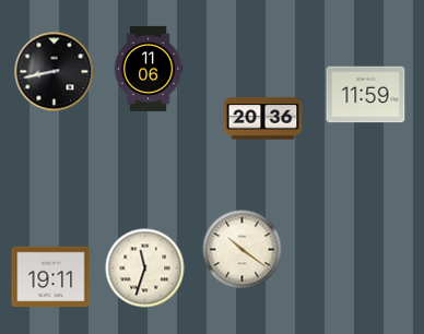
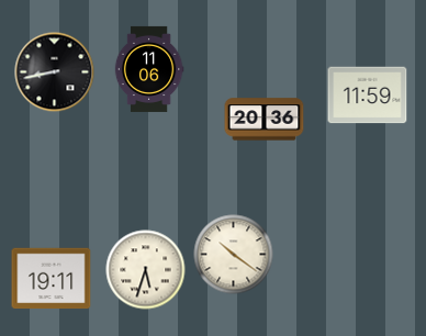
clock at (243, 250) position: (243, 250) -> (234, 255)
clock at (145, 269): 11:33 -> 5:33
